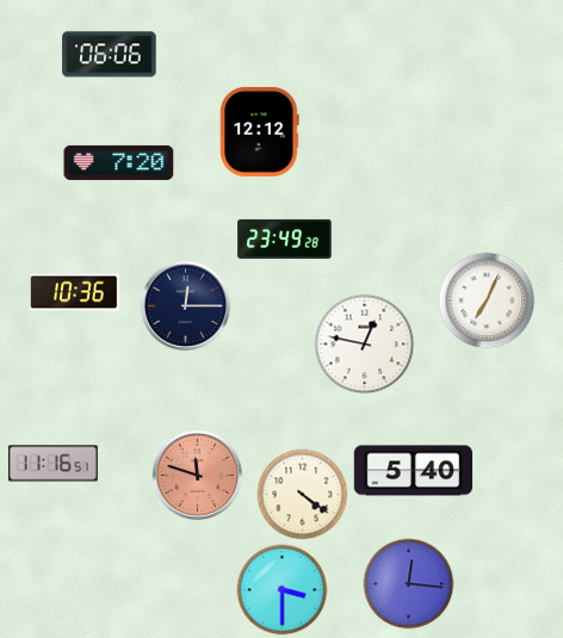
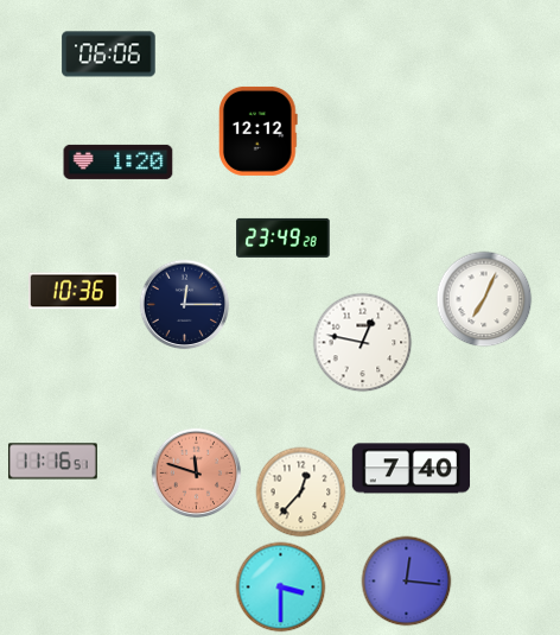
clock at (119, 162): 7:20 -> 1:20
clock at (414, 471): 5:40 -> 7:40
clock at (303, 495): 4:21 -> 12:37
